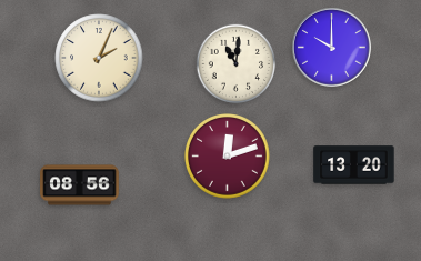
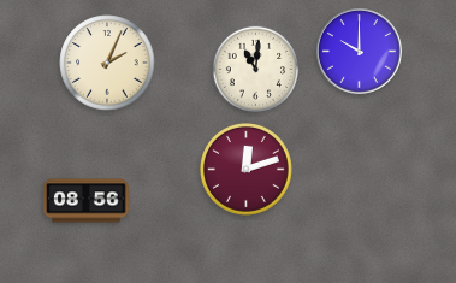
clock at (354, 165): 13:20 -> none
